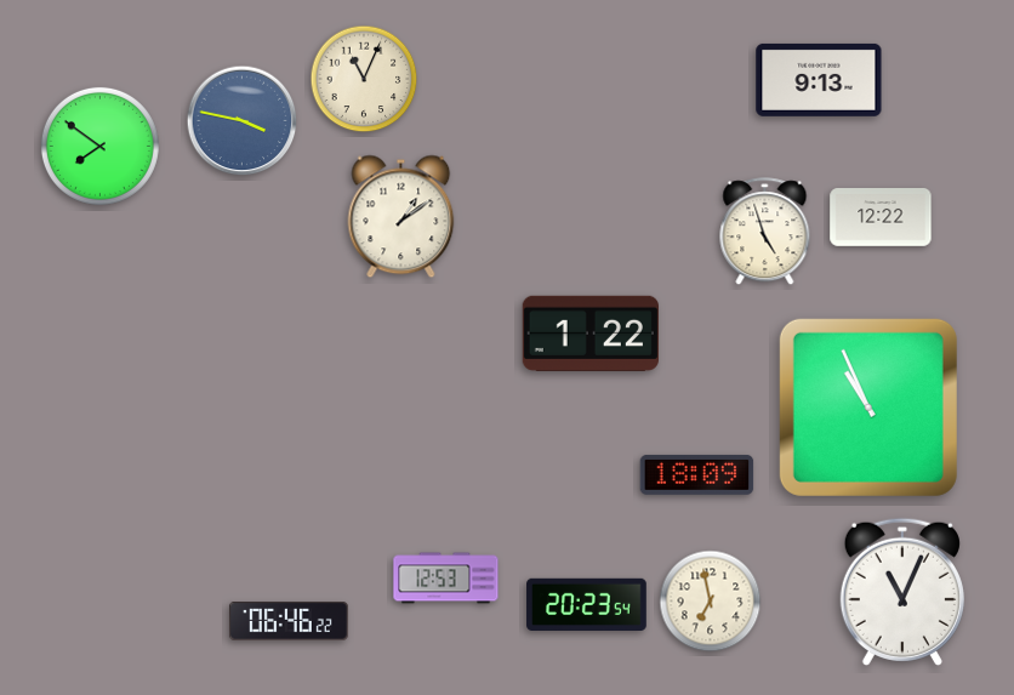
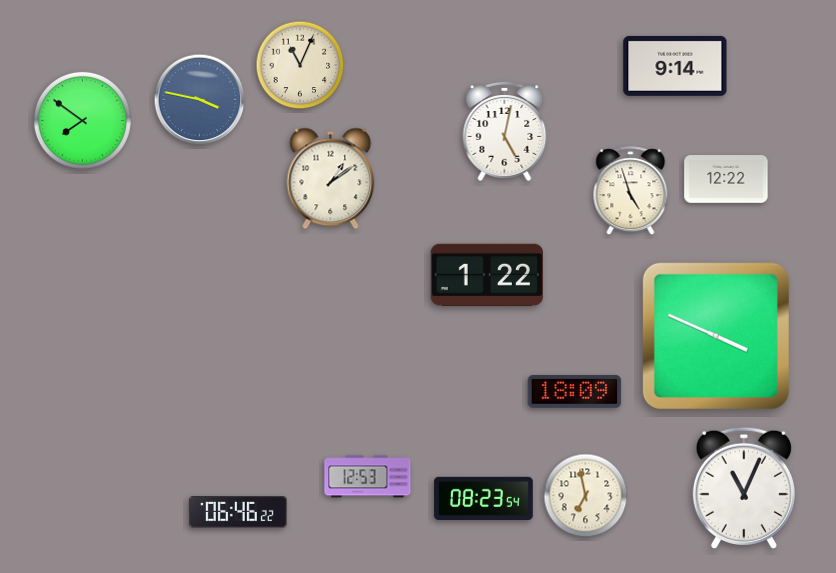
clock at (819, 80): 9:13 -> 9:14
clock at (505, 132): none -> 5:02
clock at (868, 408): 10:56 -> 3:49
clock at (587, 604): 20:23 -> 08:23
